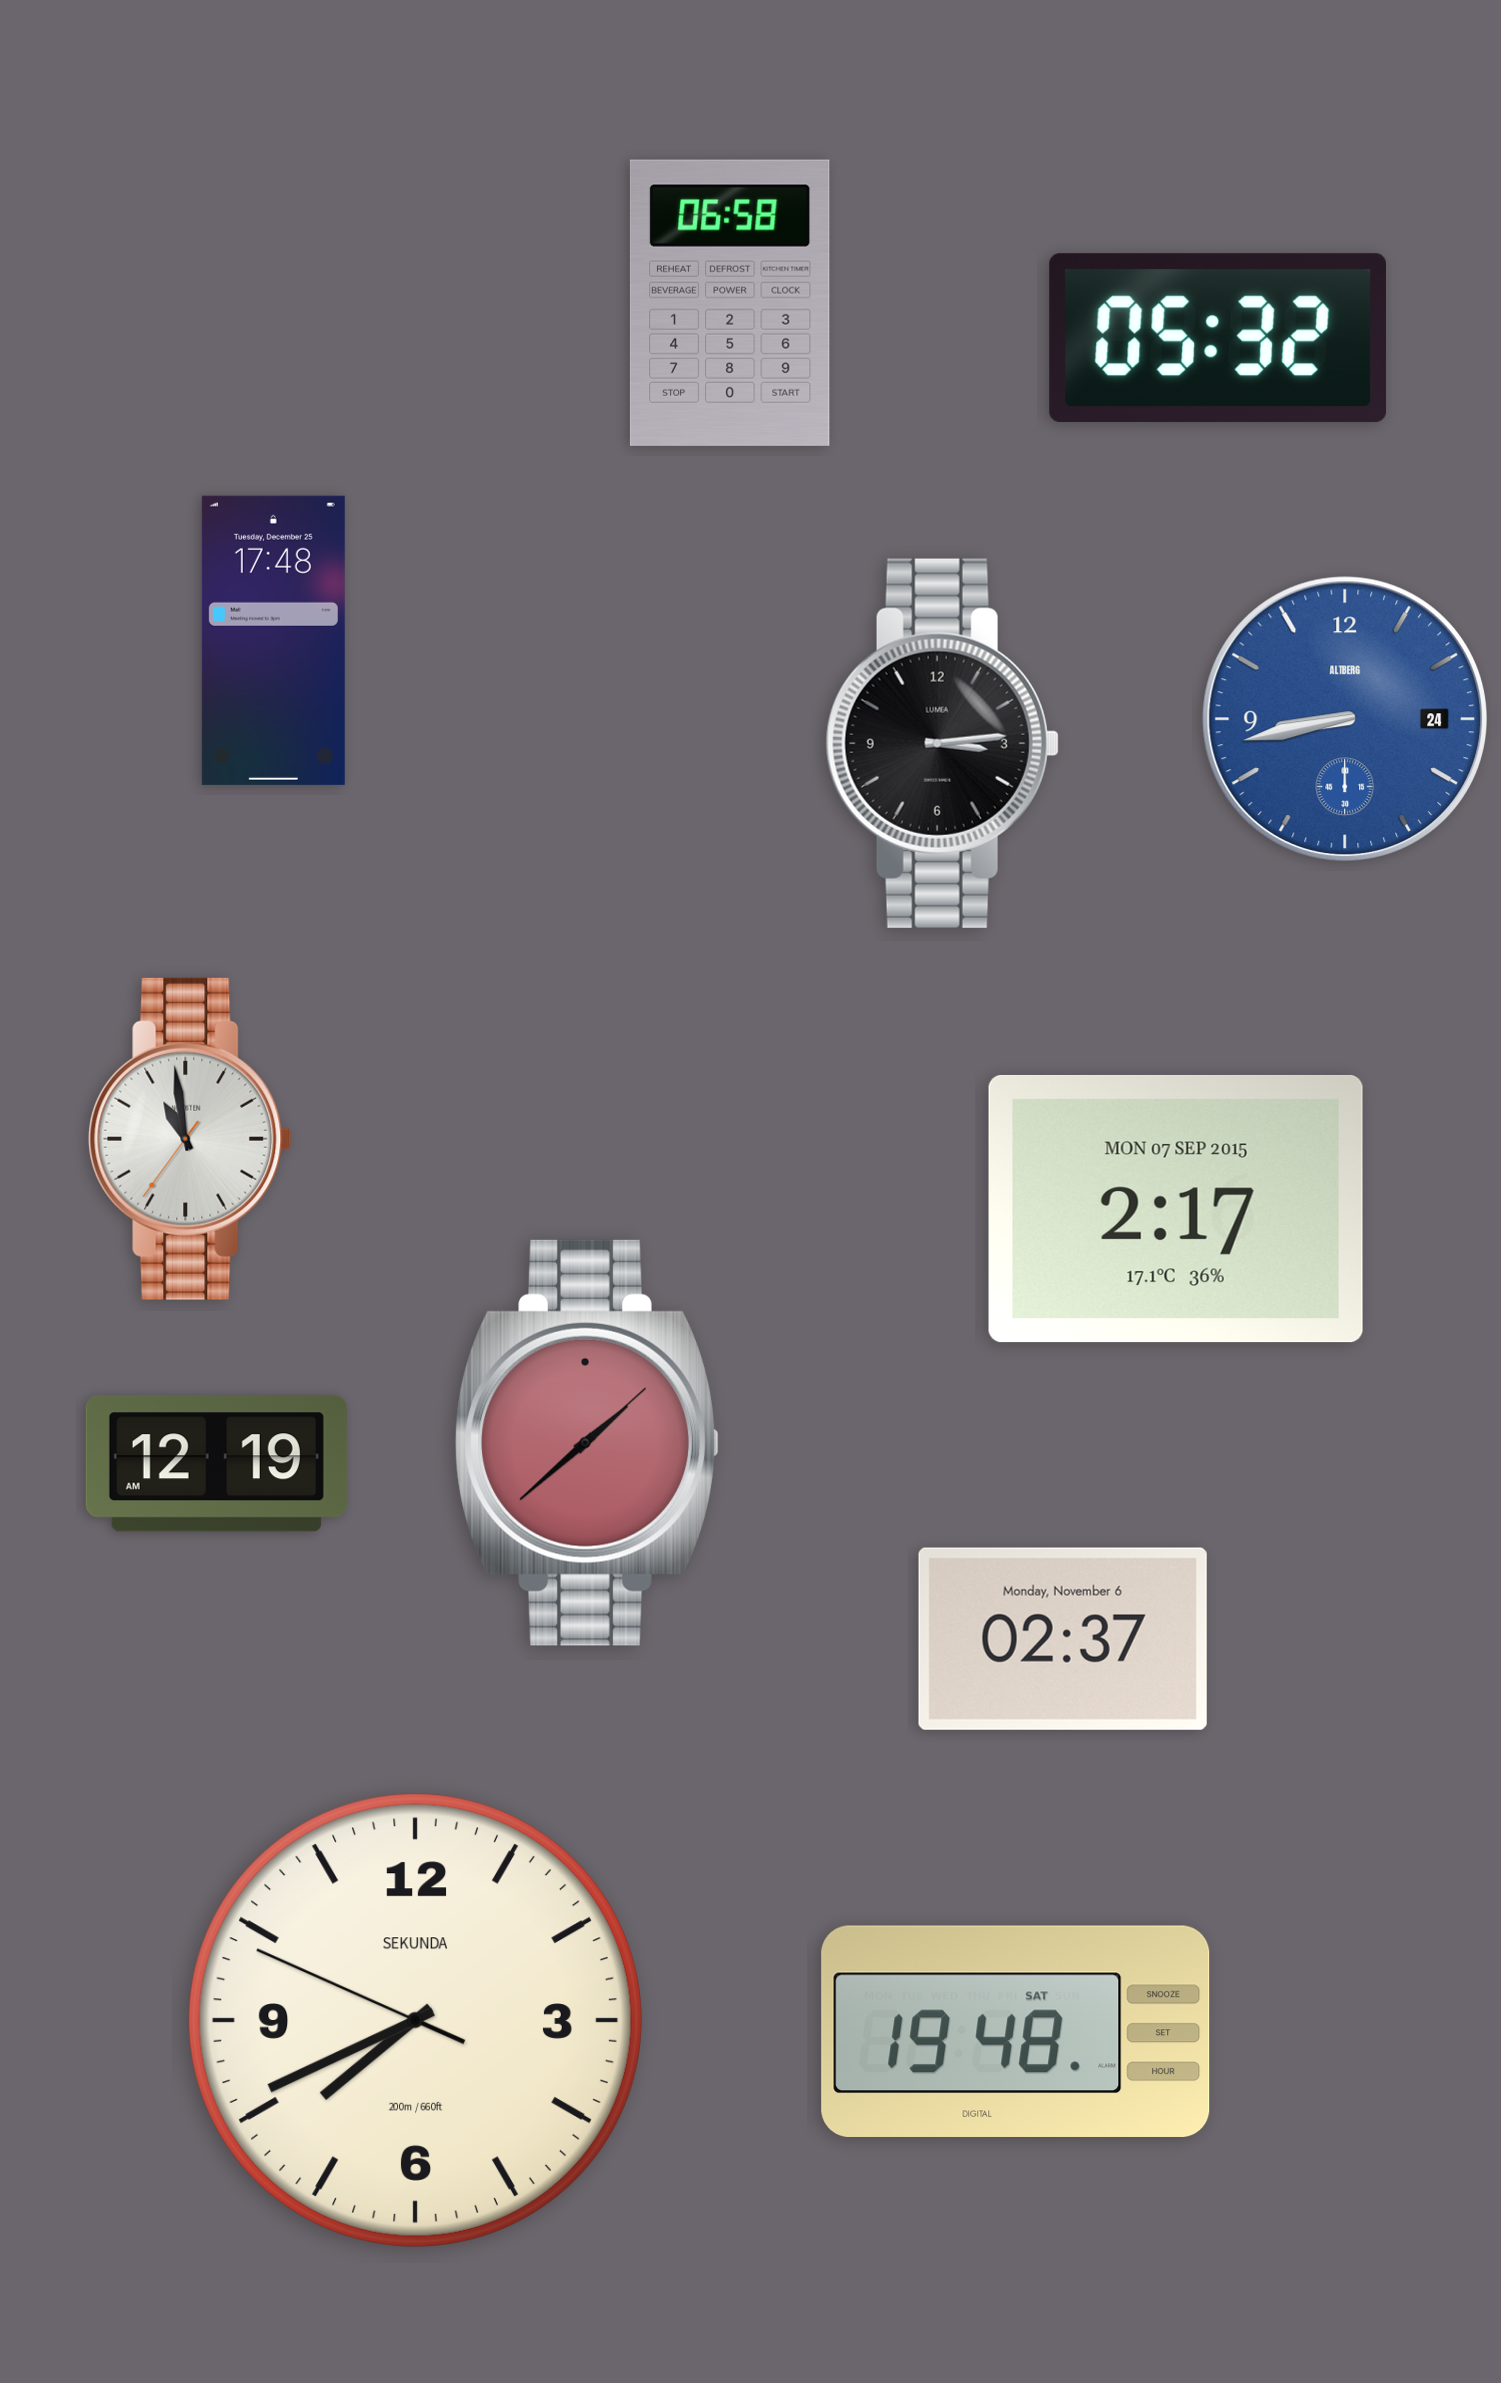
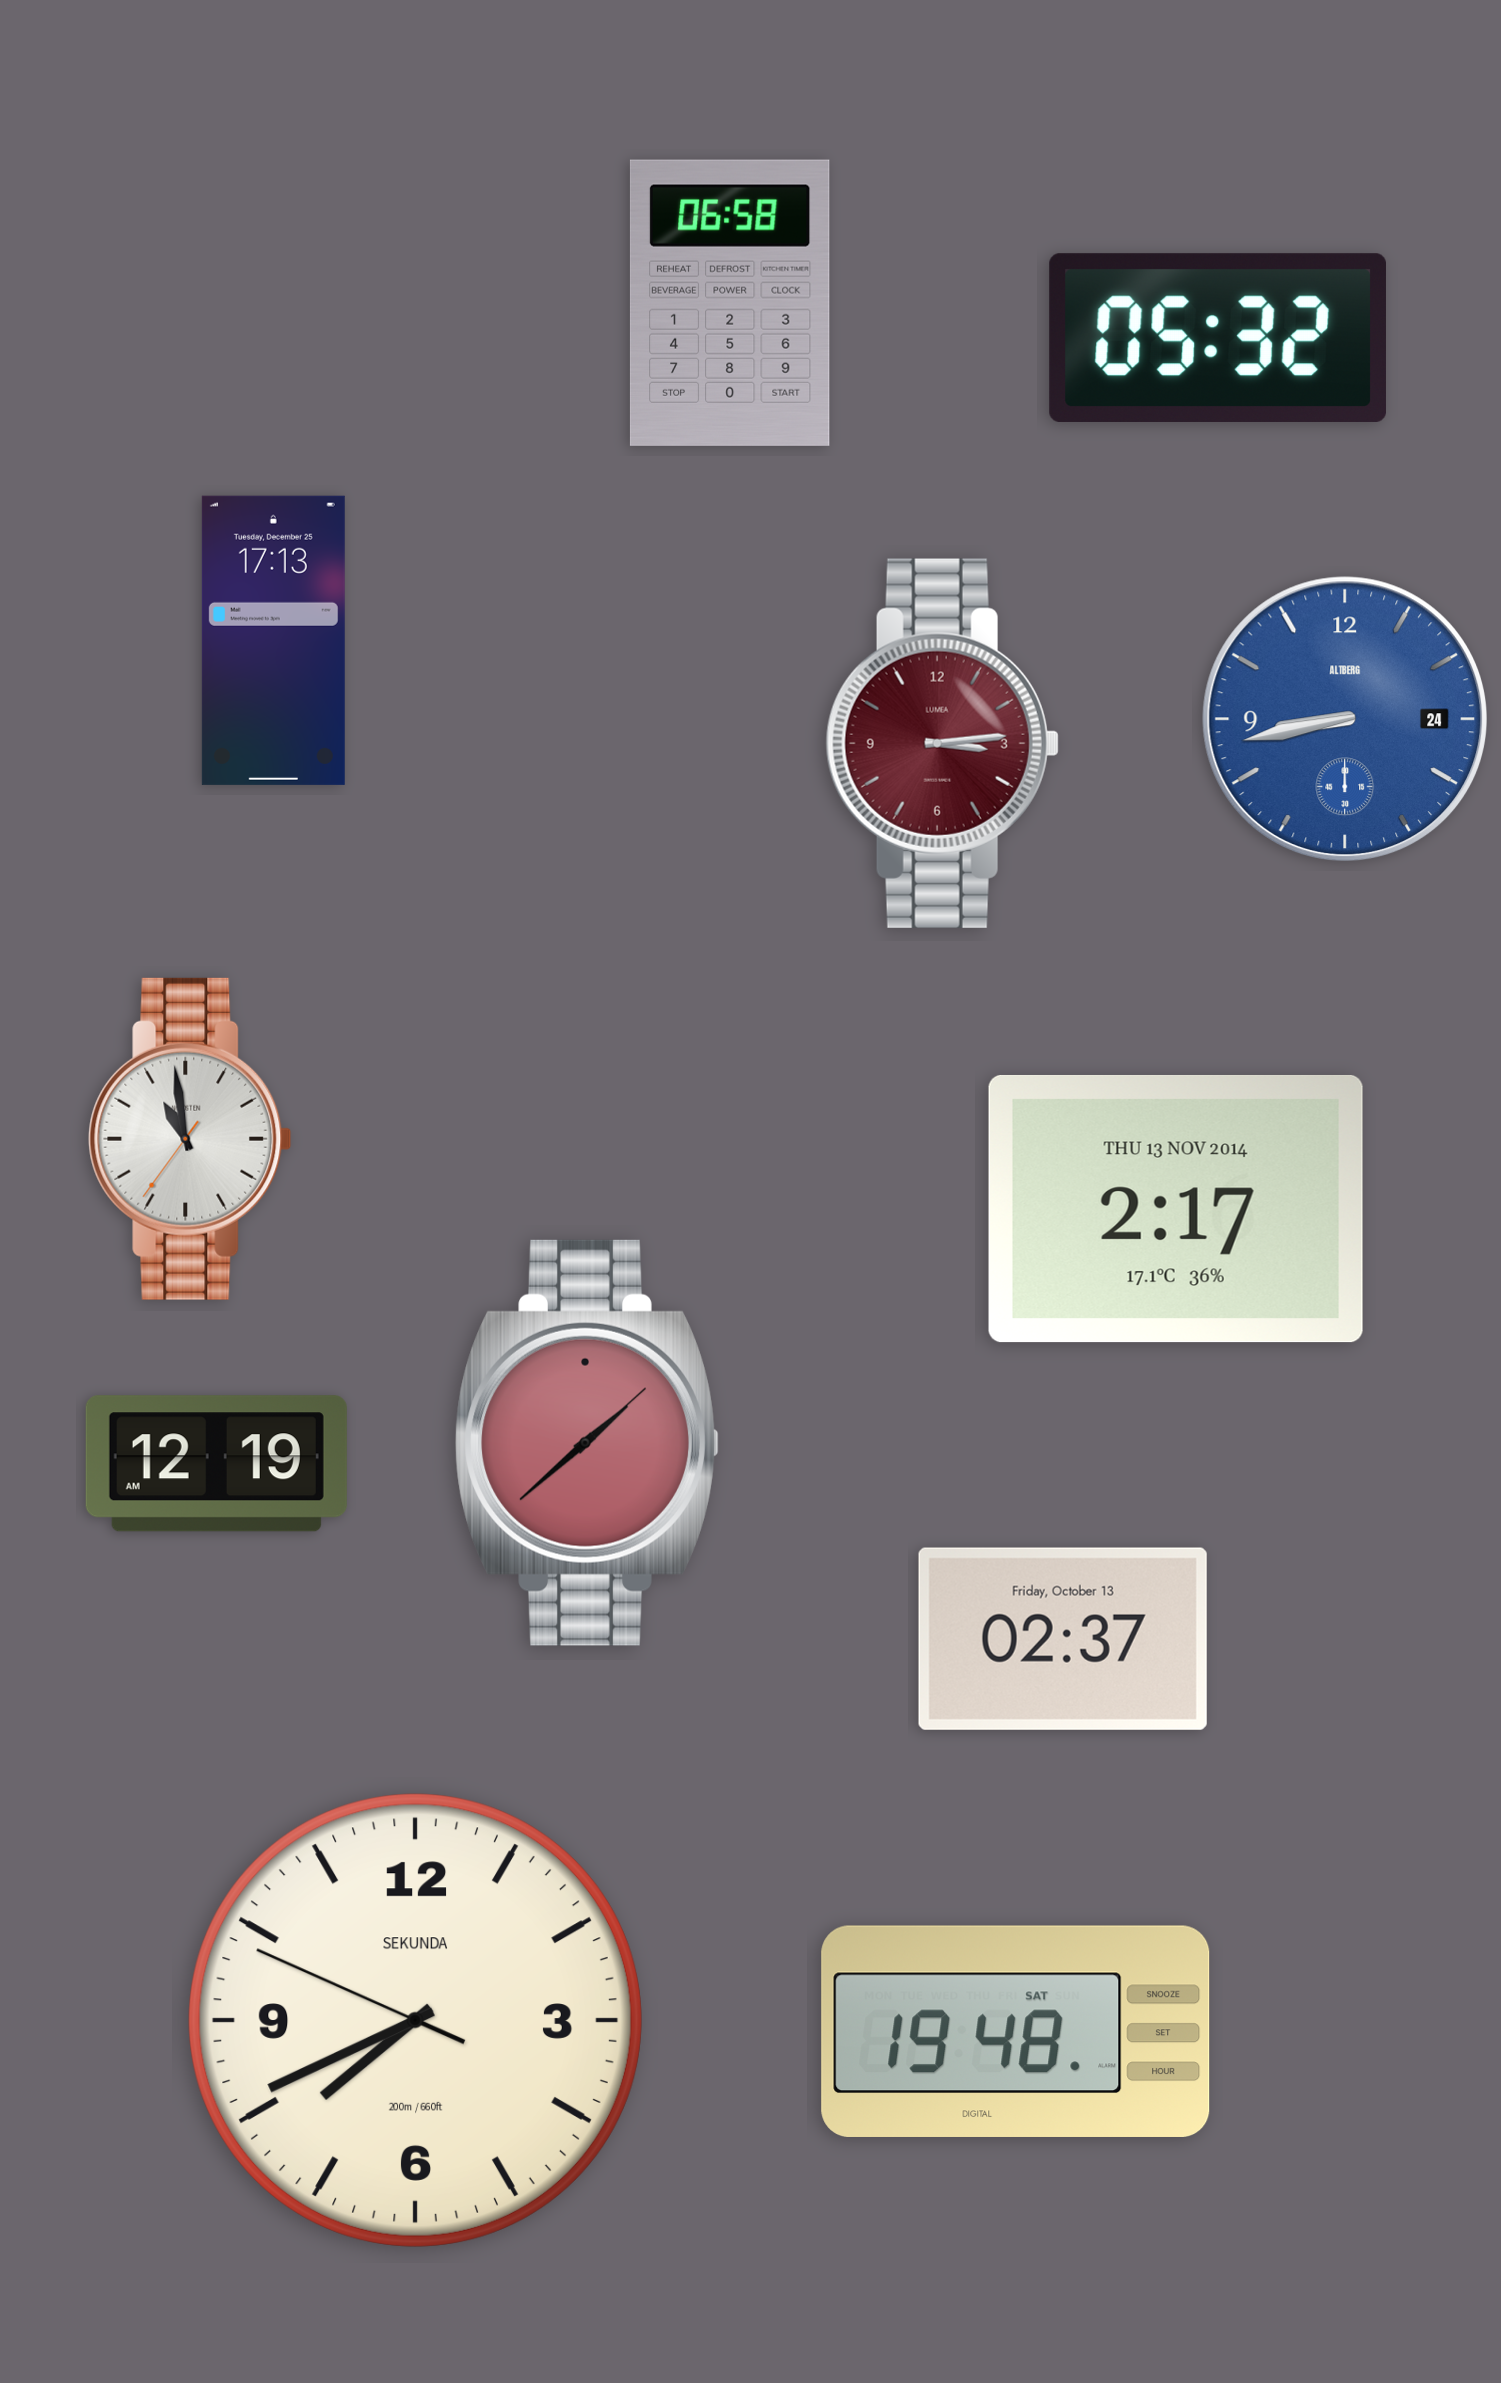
clock at (273, 640): 17:48 -> 17:13
clock at (942, 743) dial: black -> burgundy
clock at (1176, 1209) date: MON 07 SEP 2015 -> THU 13 NOV 2014
clock at (1063, 1639) date: Monday, November 6 -> Friday, October 13
